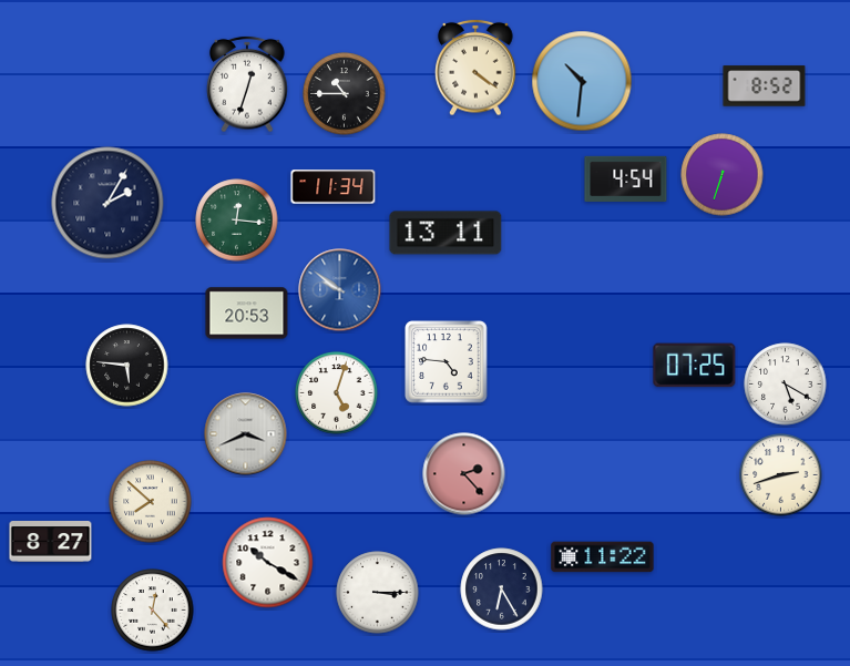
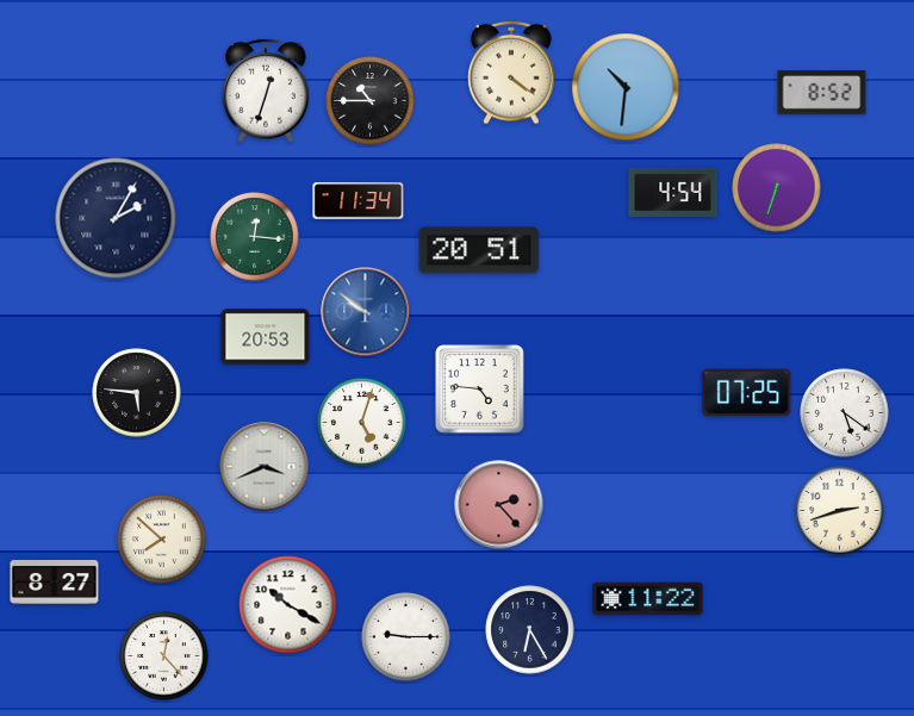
clock at (446, 233): 13:11 -> 20:51
clock at (786, 385): 5:20 -> 5:21
clock at (464, 474) position: (464, 474) -> (499, 505)
clock at (502, 590) position: (502, 590) -> (530, 630)
clock at (378, 593): 3:15 -> 9:15
